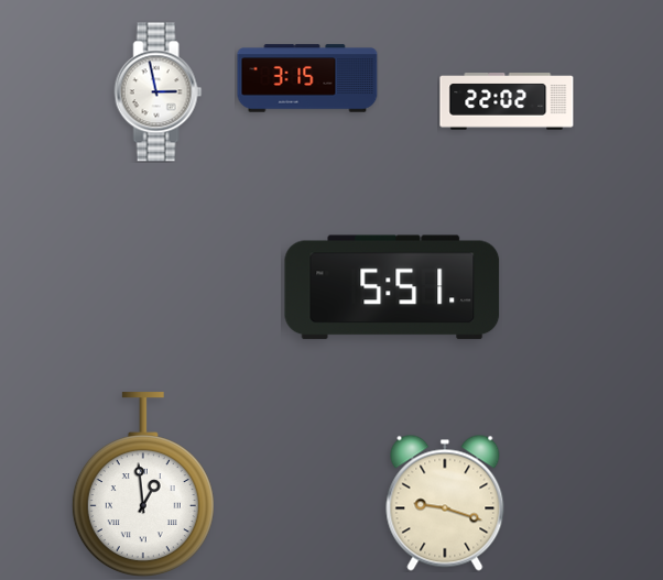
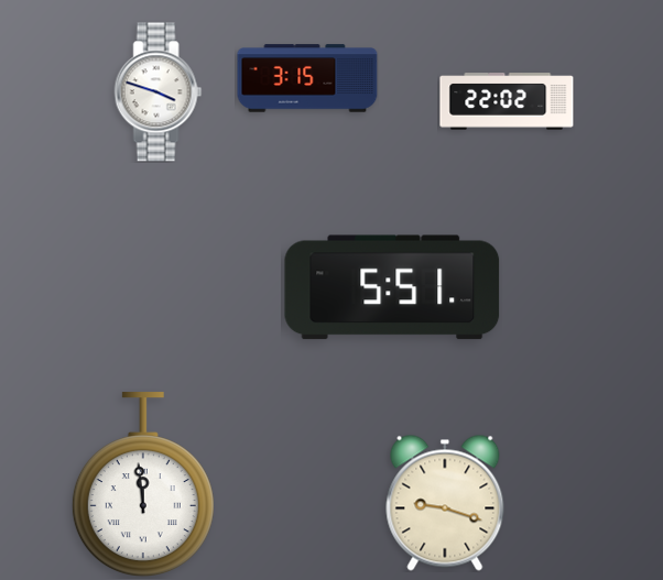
clock at (159, 92): 2:58 -> 3:48
clock at (143, 485): 12:59 -> 11:59
